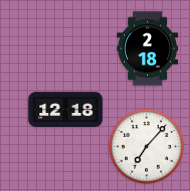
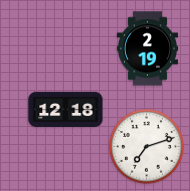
clock at (147, 49): 2:18 -> 2:19
clock at (147, 147): 7:07 -> 7:12
